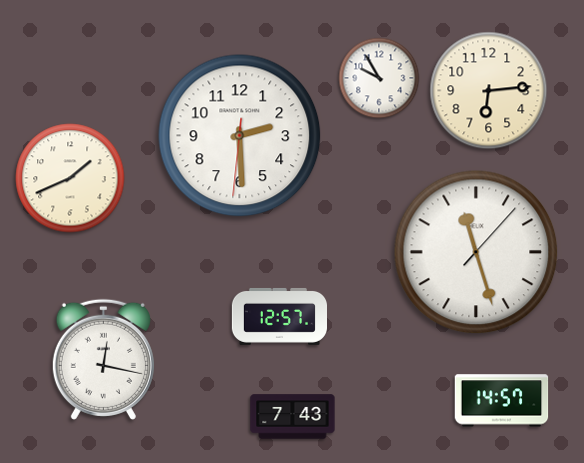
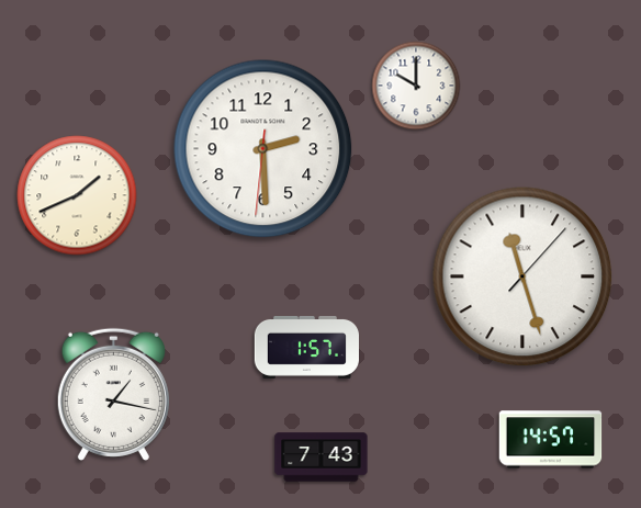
clock at (379, 78): 9:55 -> 10:00
clock at (489, 91): 6:14 -> none
clock at (279, 316): 12:57 -> 1:57
clock at (103, 359): 12:17 -> 1:17
